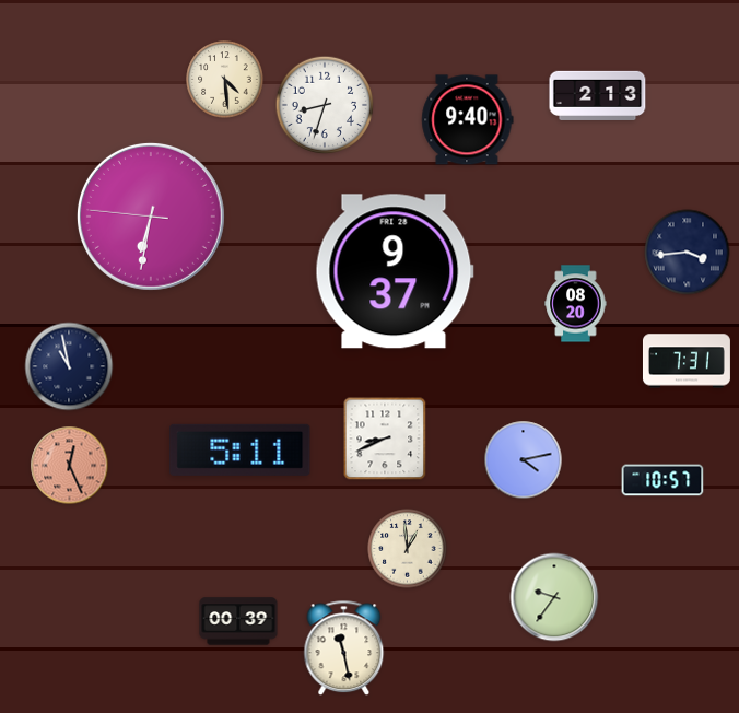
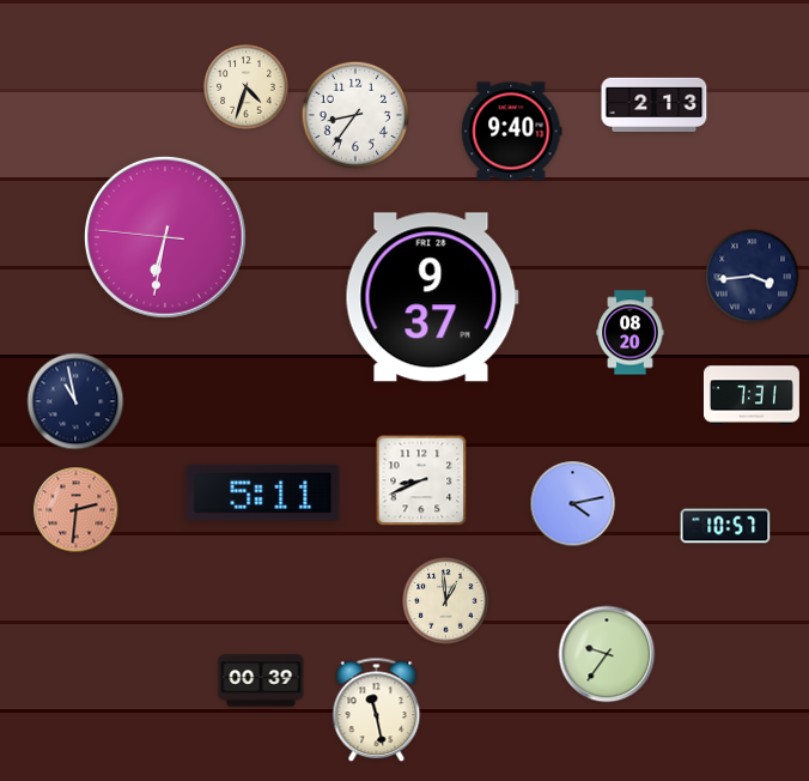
clock at (225, 80): 4:29 -> 4:33
clock at (325, 105): 8:33 -> 8:36
clock at (70, 466): 12:26 -> 2:31
